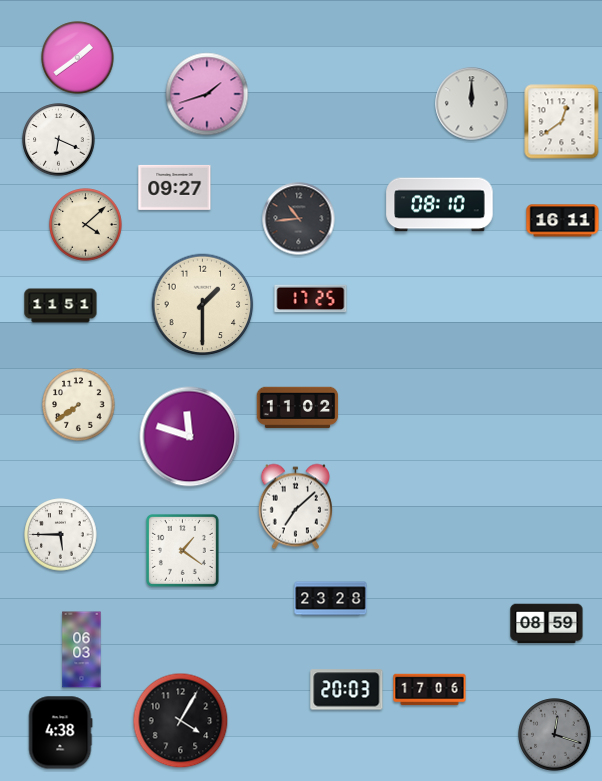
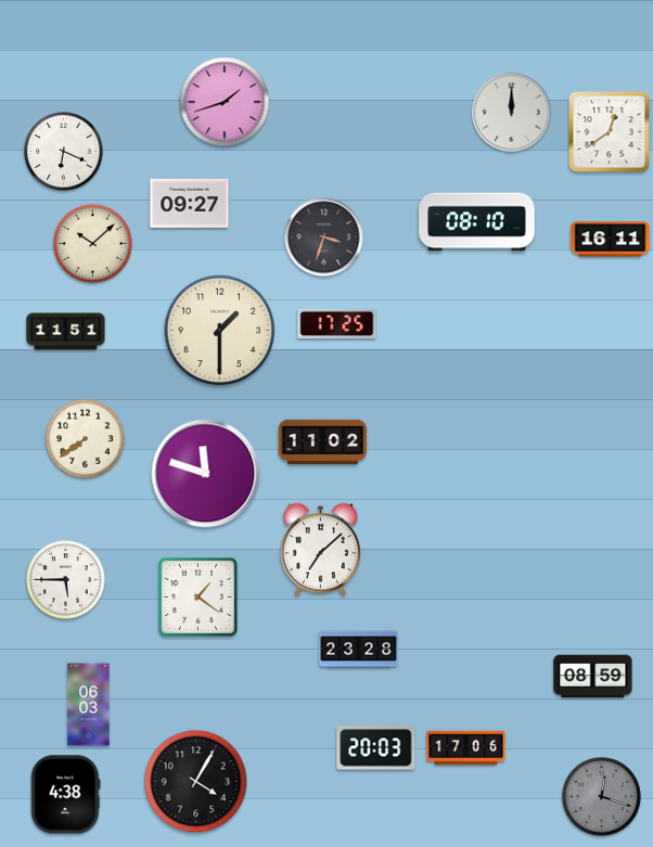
clock at (78, 58): 1:39 -> none
clock at (299, 219): 10:44 -> 3:33
clock at (86, 225): 4:08 -> 10:08
